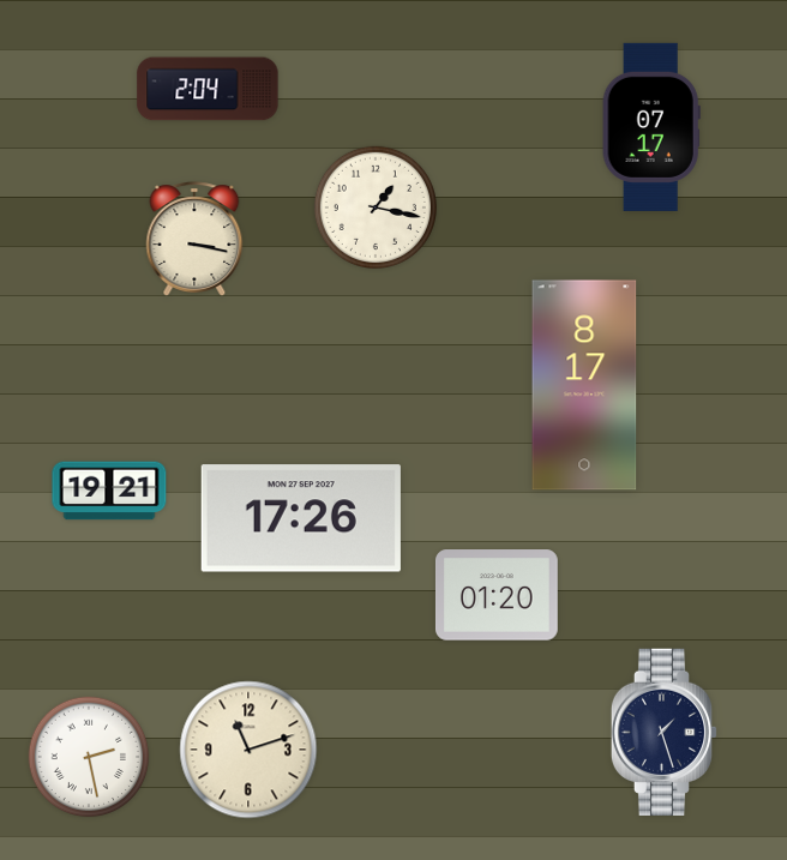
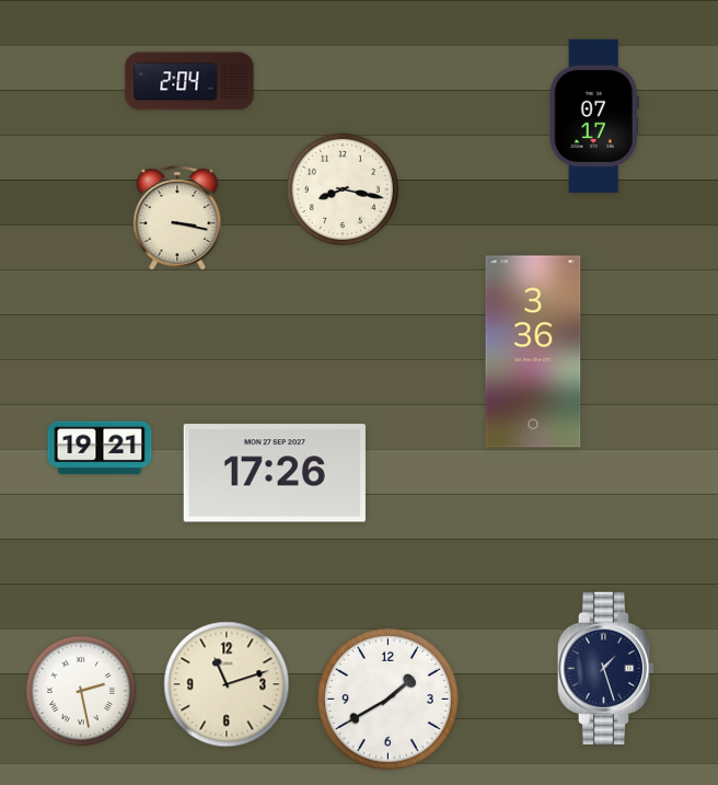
clock at (376, 208): 1:17 -> 8:17
clock at (584, 385): 8:17 -> 3:36
clock at (497, 595): 01:20 -> none
clock at (387, 699): none -> 1:40
